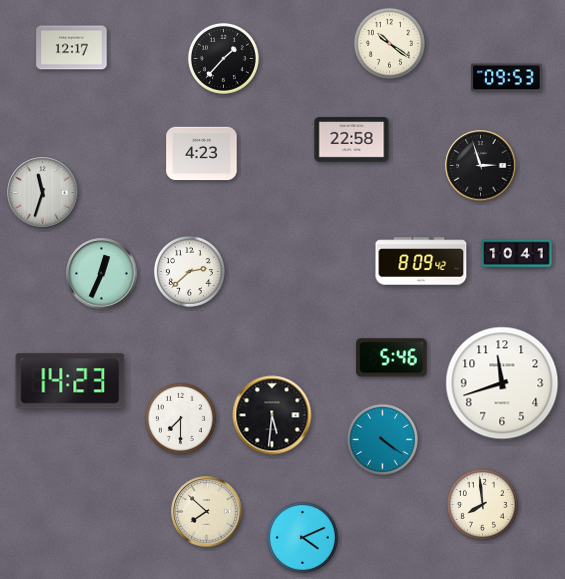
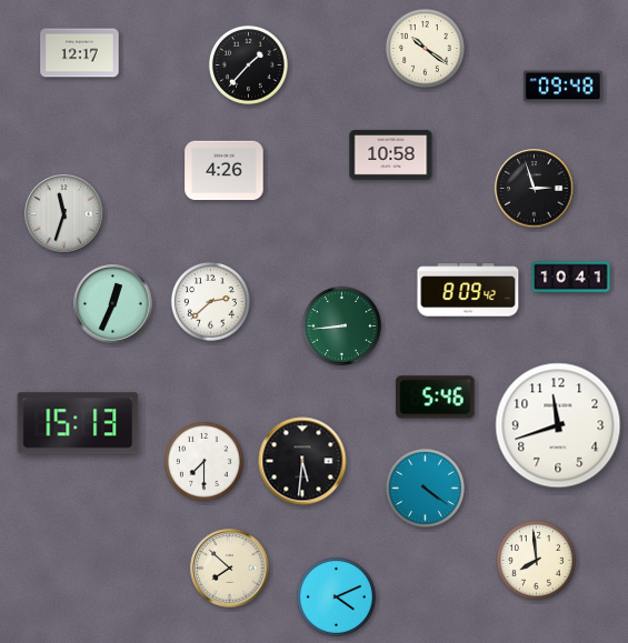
clock at (389, 43) position: (389, 43) -> (425, 48)
clock at (507, 78): 09:53 -> 09:48
clock at (352, 140): 22:58 -> 10:58
clock at (202, 154): 4:23 -> 4:26
clock at (481, 166) position: (481, 166) -> (535, 189)
clock at (43, 193) position: (43, 193) -> (64, 214)
clock at (517, 254) position: (517, 254) -> (571, 278)
clock at (341, 325): none -> 8:44
clock at (70, 381): 14:23 -> 15:13
clock at (180, 418) position: (180, 418) -> (203, 461)
